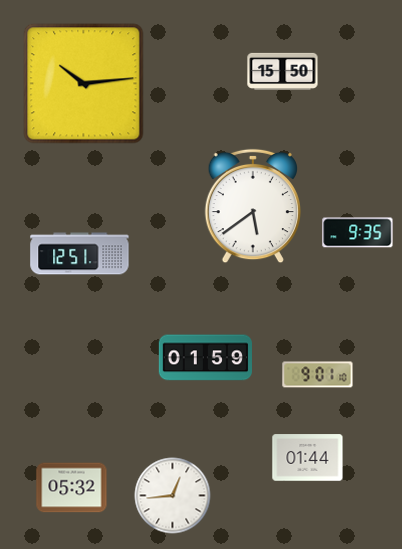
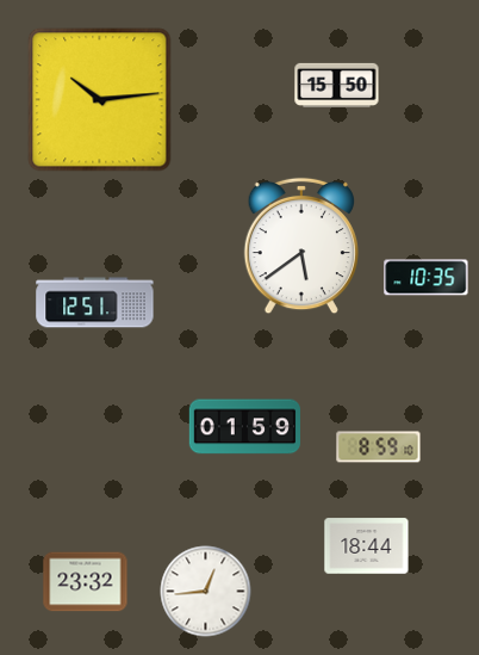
clock at (358, 233): 9:35 -> 10:35
clock at (318, 375): 9:01 -> 8:59
clock at (308, 458): 01:44 -> 18:44
clock at (72, 488): 05:32 -> 23:32
